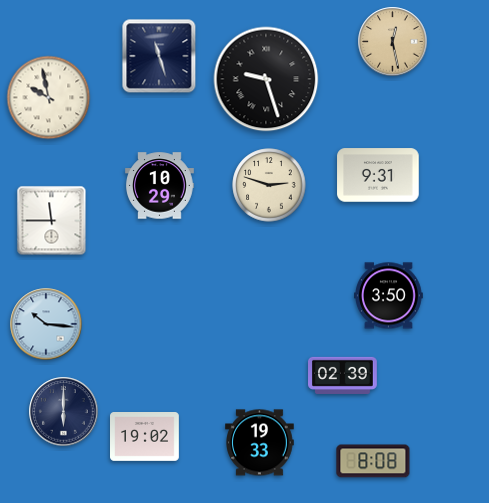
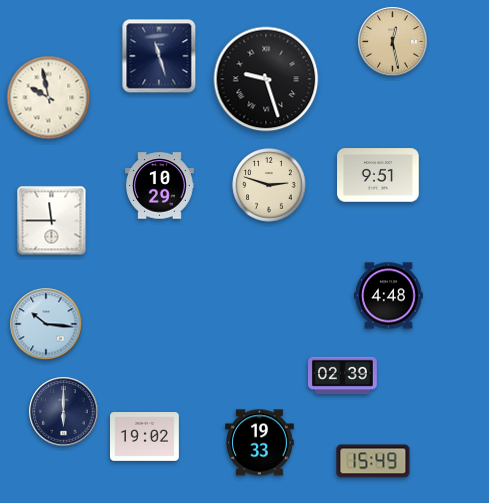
clock at (378, 175): 9:31 -> 9:51
clock at (389, 296): 3:50 -> 4:48
clock at (373, 461): 8:08 -> 15:49
